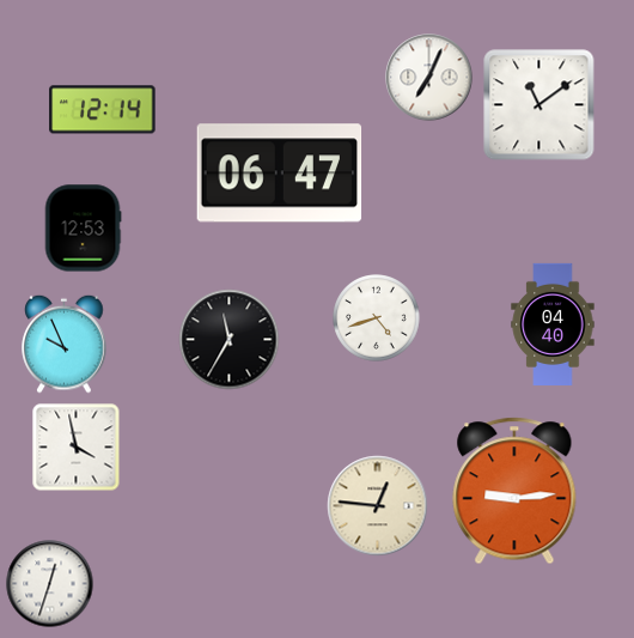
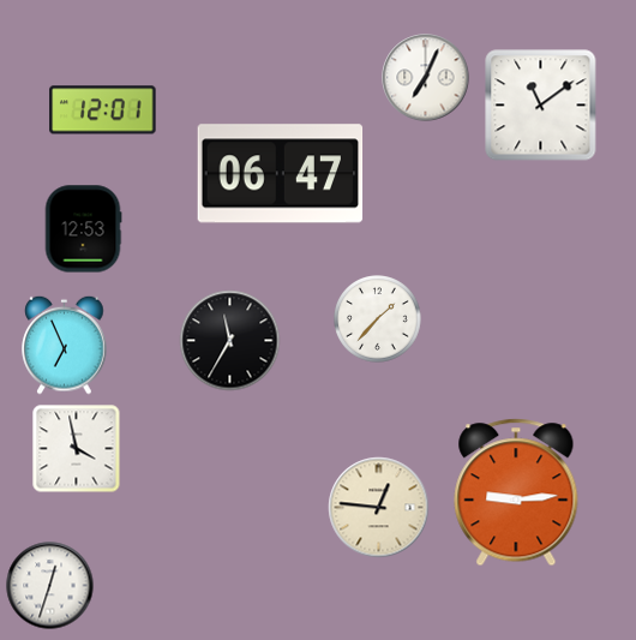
clock at (429, 78) position: (429, 78) -> (426, 78)
clock at (103, 110): 12:14 -> 12:01
clock at (377, 318): 4:42 -> 1:37
clock at (553, 323): 04:40 -> none
clock at (65, 344): 9:56 -> 6:56
